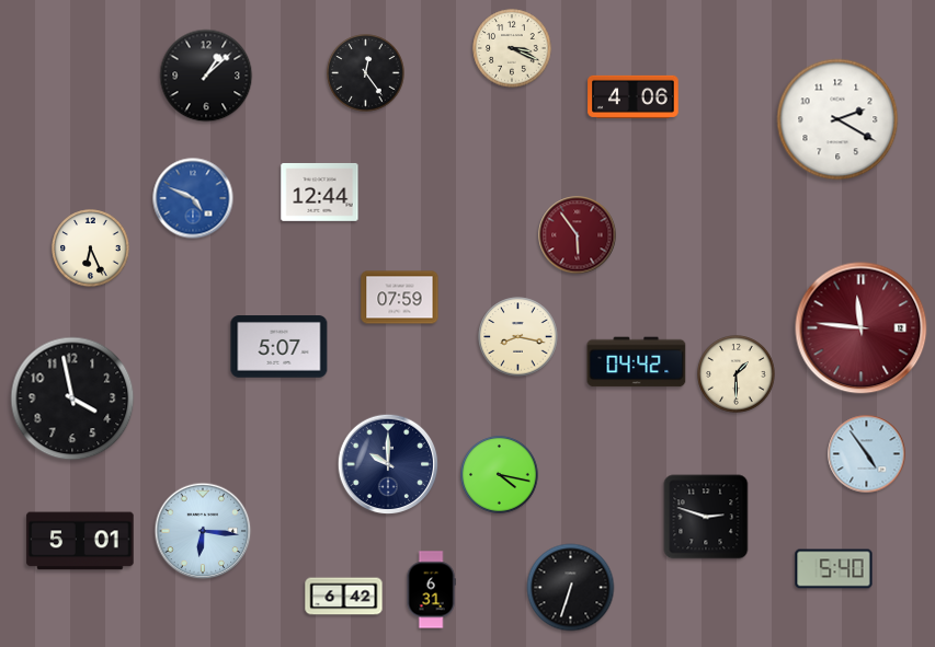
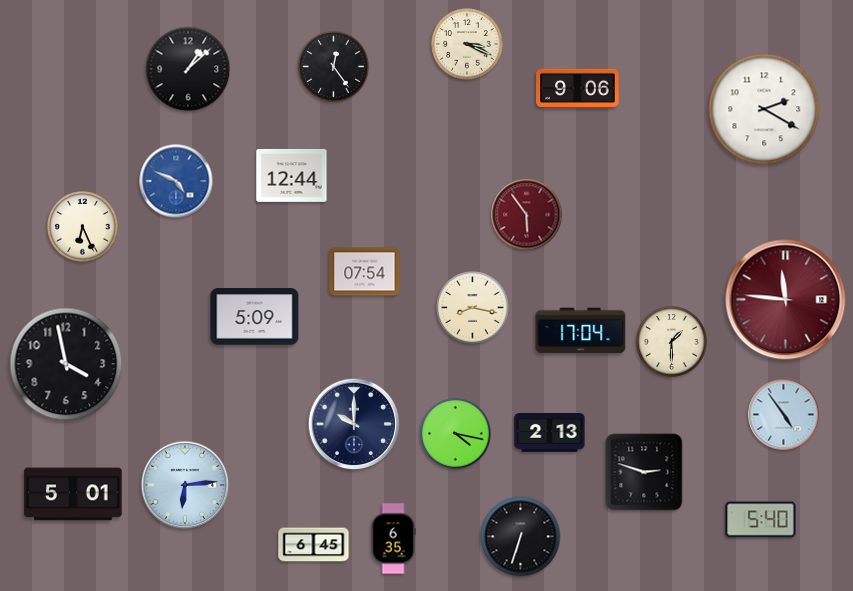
clock at (634, 96): 4:06 -> 9:06
clock at (400, 298): 07:59 -> 07:54
clock at (280, 347): 5:07 -> 5:09
clock at (637, 362): 04:42 -> 17:04
clock at (867, 454) position: (867, 454) -> (784, 415)
clock at (550, 433): none -> 2:13
clock at (203, 531): 6:16 -> 6:14
clock at (431, 590): 6:31 -> 6:35
clock at (344, 597): 6:42 -> 6:45
